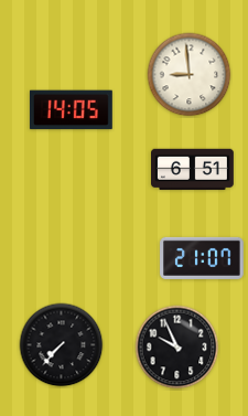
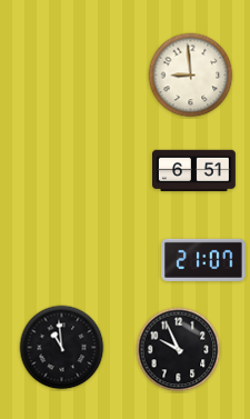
clock at (71, 110): 14:05 -> none
clock at (62, 345): 7:37 -> 10:59
